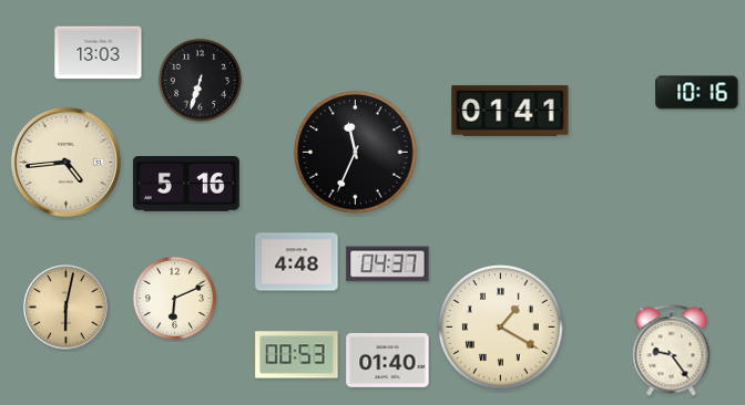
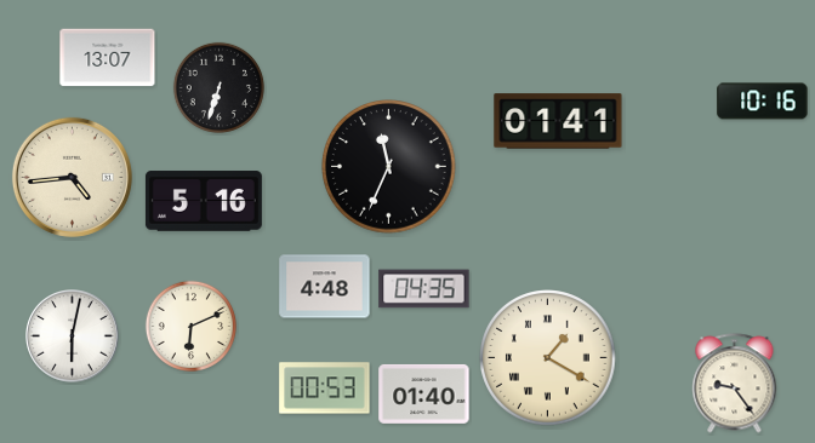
clock at (99, 53): 13:03 -> 13:07
clock at (388, 264): 04:37 -> 04:35
clock at (67, 308) dial: champagne -> white
